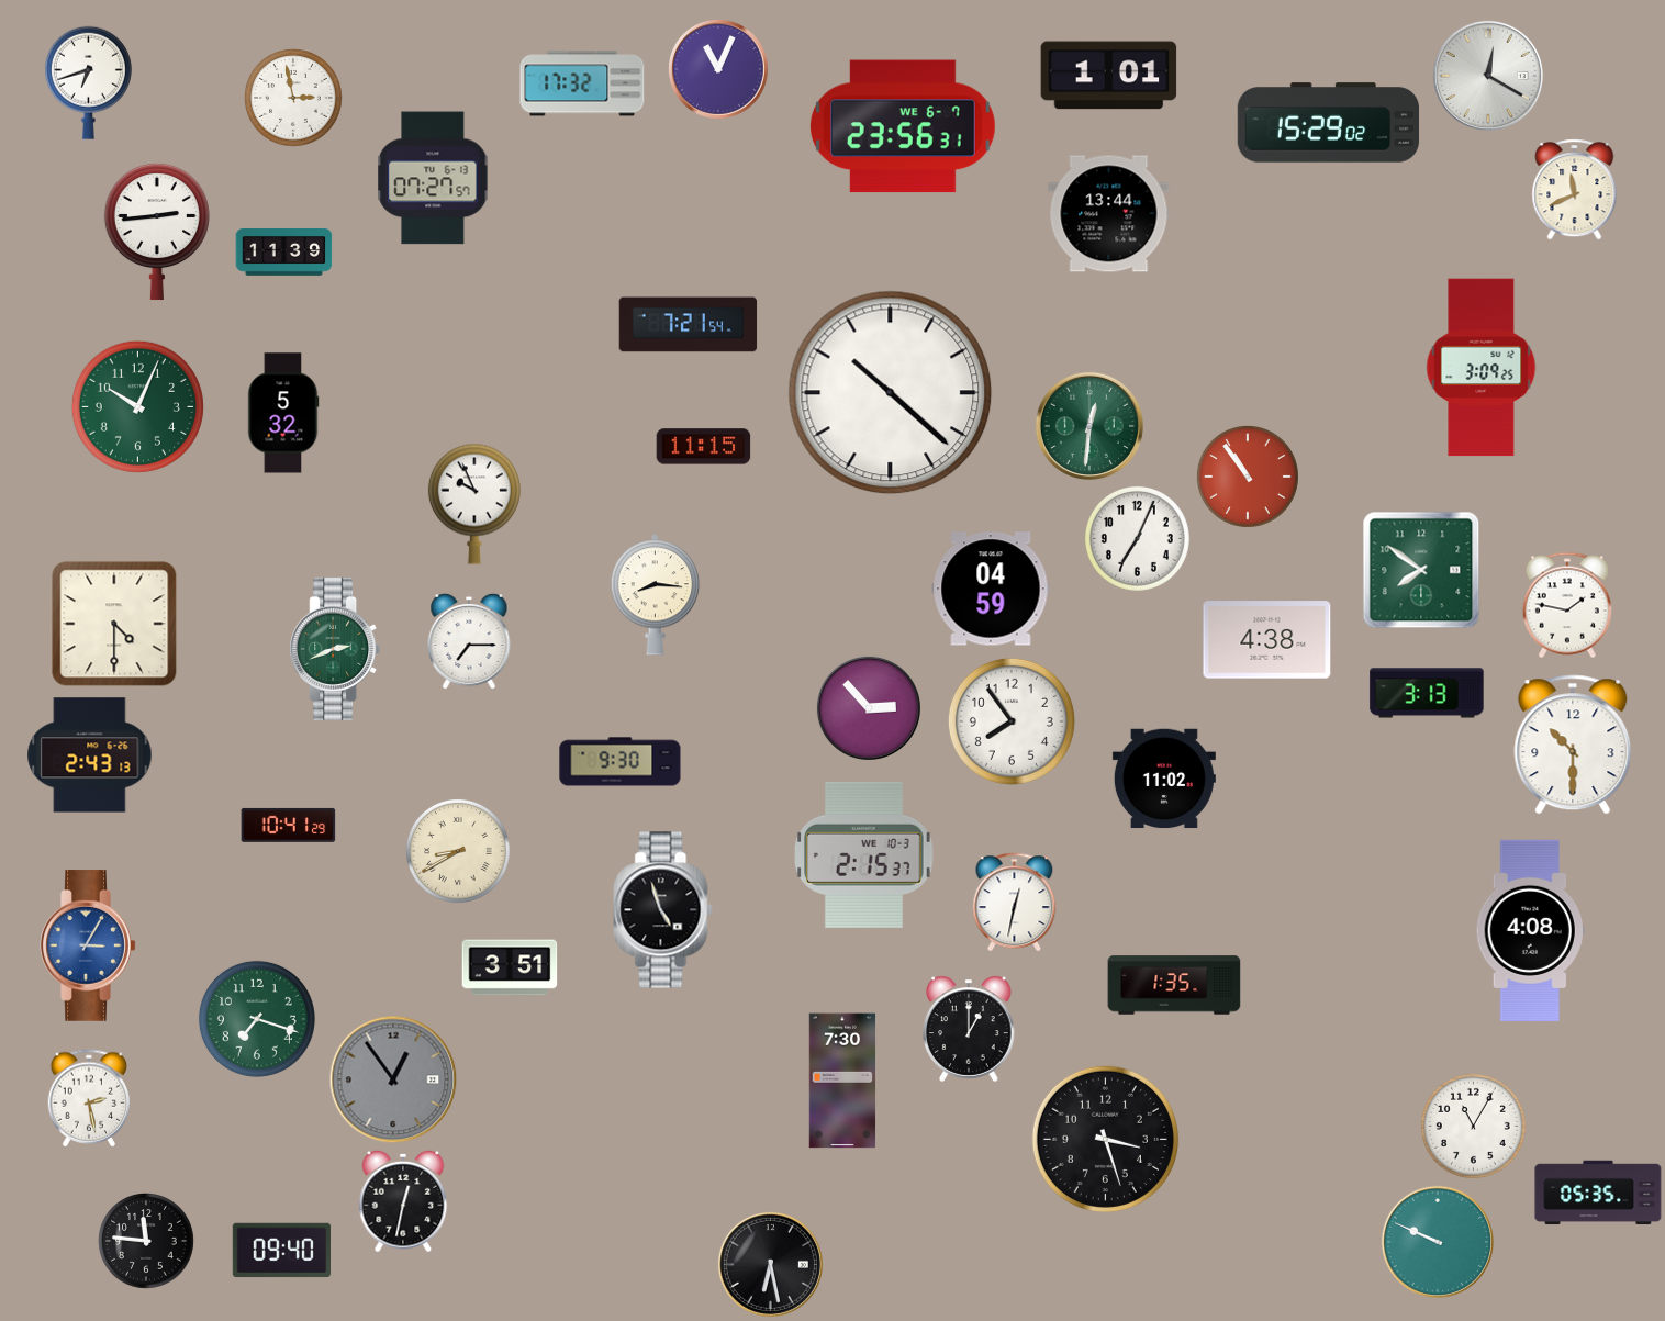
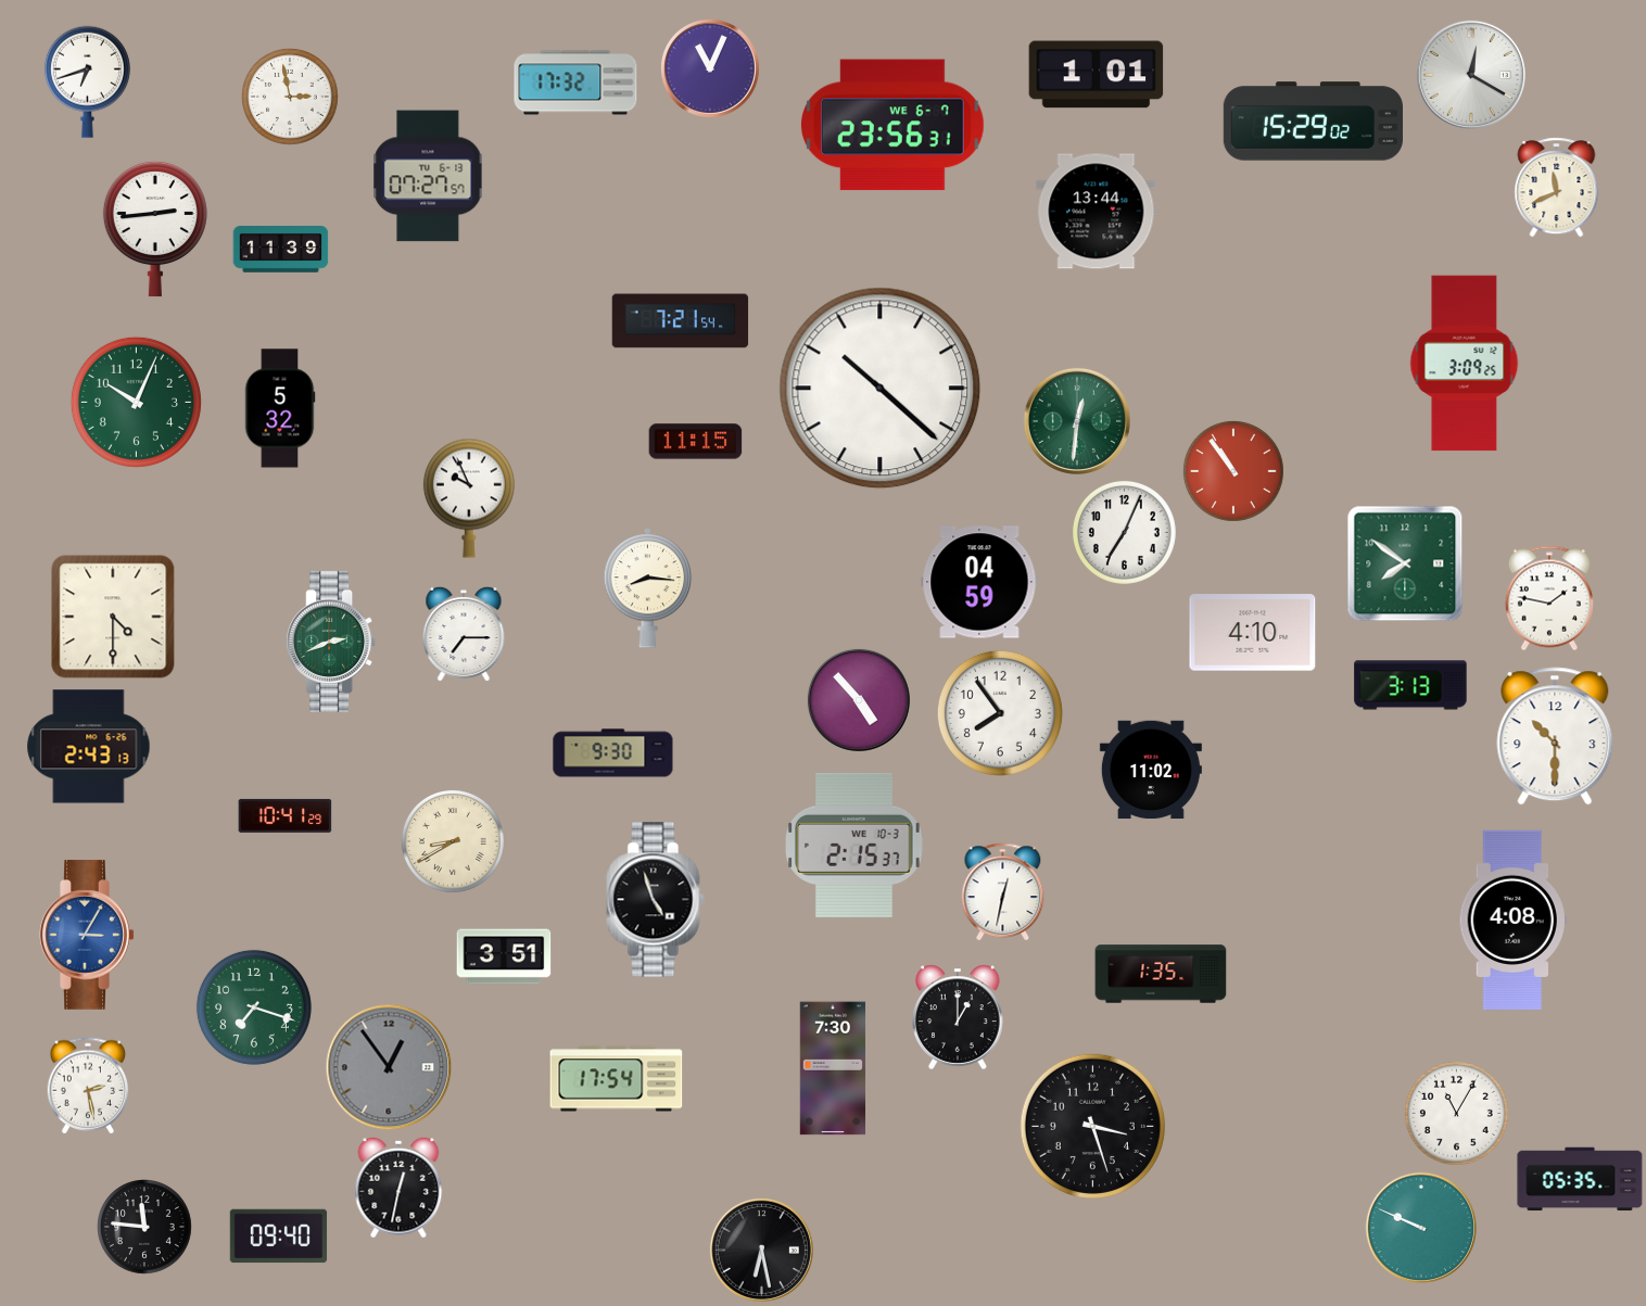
clock at (1267, 640): 4:38 -> 4:10
clock at (869, 708): 2:53 -> 4:53
clock at (617, 1079): none -> 17:54
